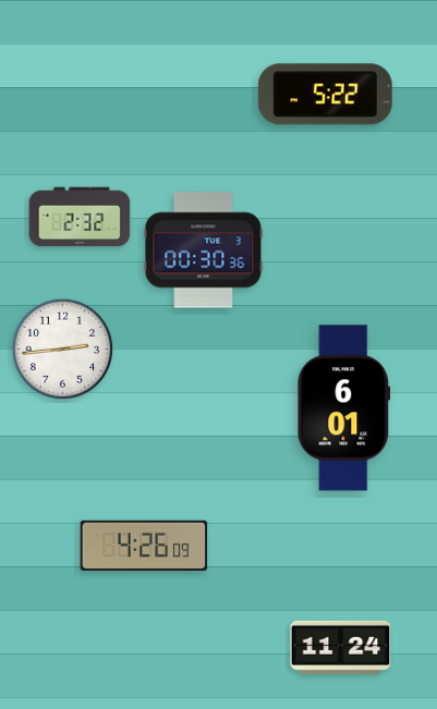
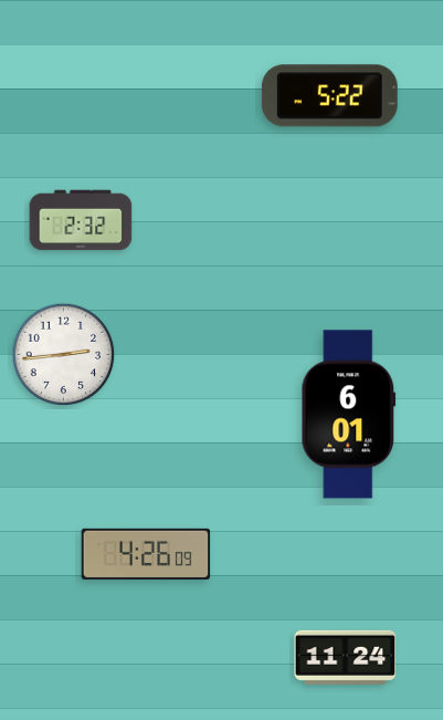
clock at (204, 250): 00:30 -> none
